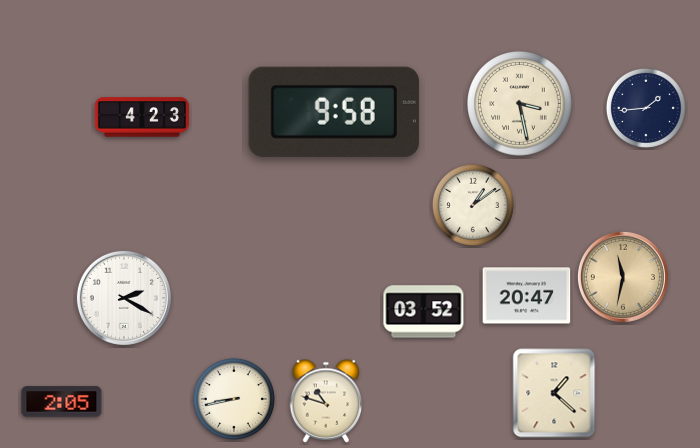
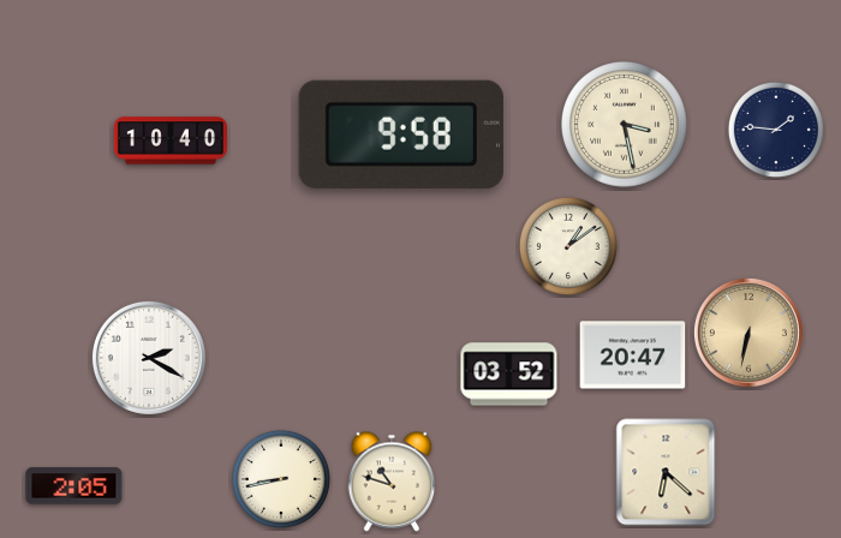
clock at (646, 108): 1:44 -> 1:46
clock at (142, 117): 4:23 -> 10:40
clock at (623, 277): 11:32 -> 6:32
clock at (554, 393): 1:22 -> 6:22
clock at (62, 402) position: (62, 402) -> (74, 486)
